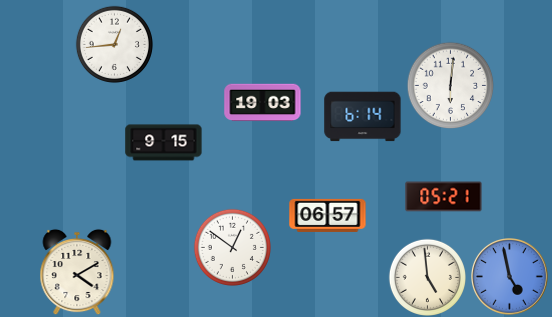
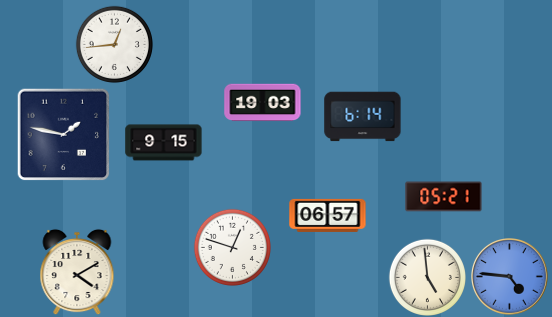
clock at (450, 85): 6:01 -> none
clock at (63, 134): none -> 1:47
clock at (232, 247): 12:51 -> 12:48
clock at (510, 277): 4:58 -> 4:46
